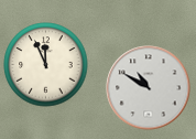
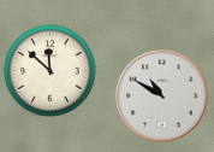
clock at (46, 65): 11:56 -> 11:52
